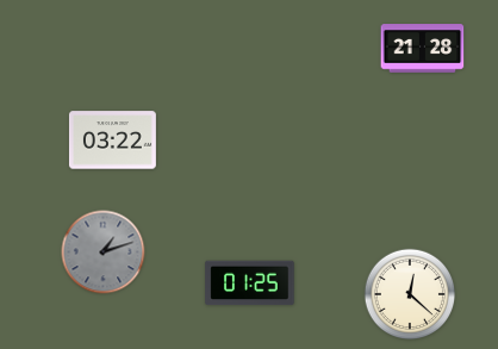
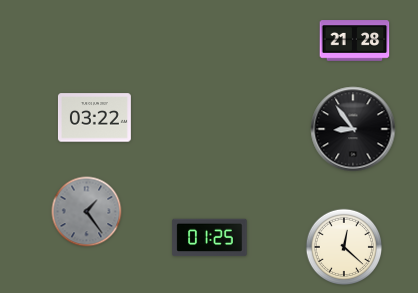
clock at (353, 129): none -> 8:54
clock at (104, 253): 1:12 -> 1:24
